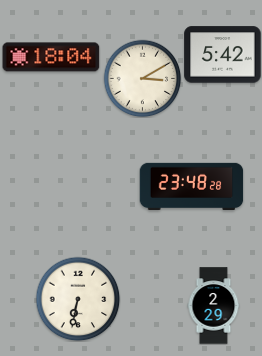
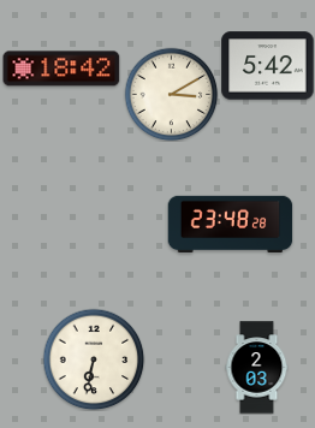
clock at (51, 57): 18:04 -> 18:42
clock at (214, 306): 2:29 -> 2:03
